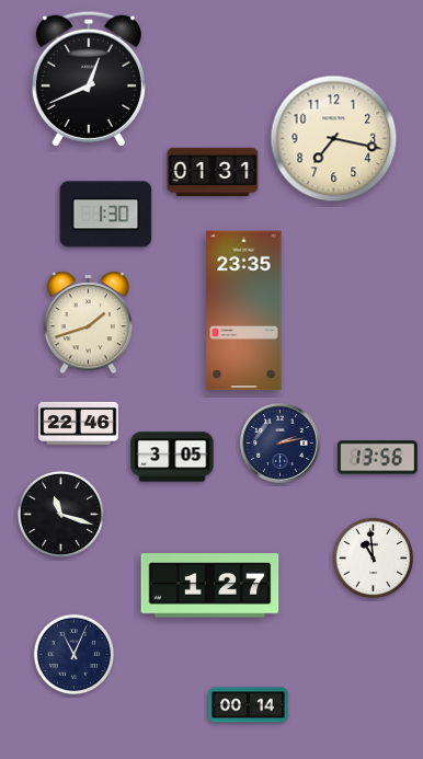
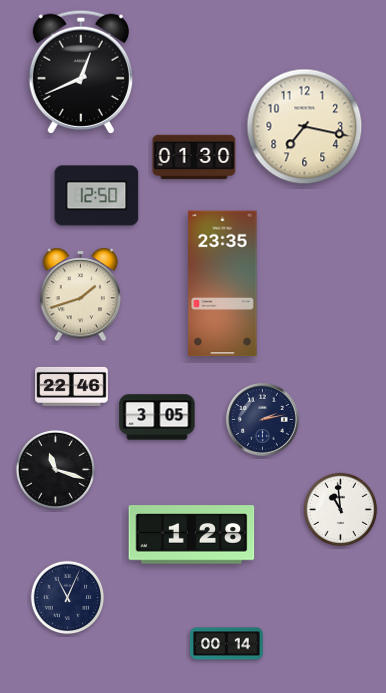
clock at (213, 172): 01:31 -> 01:30
clock at (106, 215): 1:30 -> 12:50
clock at (279, 442) position: (279, 442) -> (262, 419)
clock at (378, 458): 13:56 -> none
clock at (210, 586): 1:27 -> 1:28
